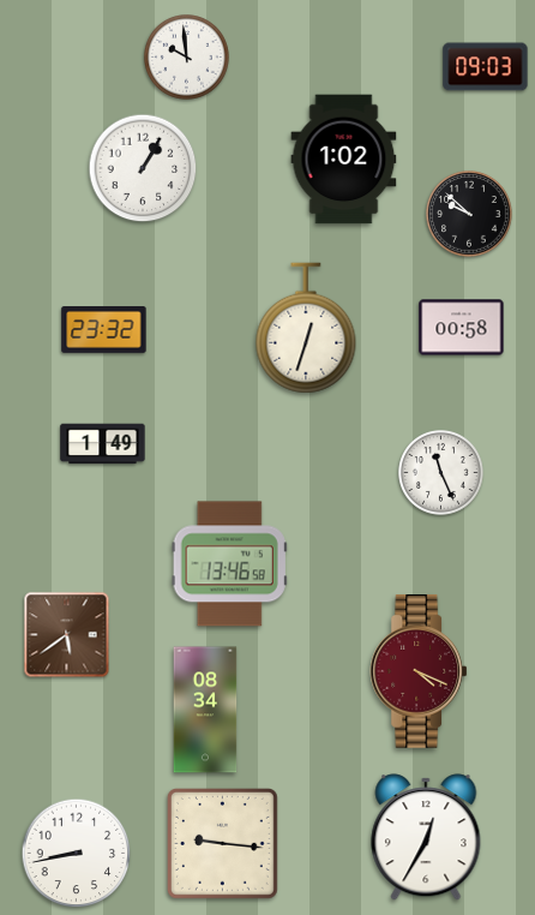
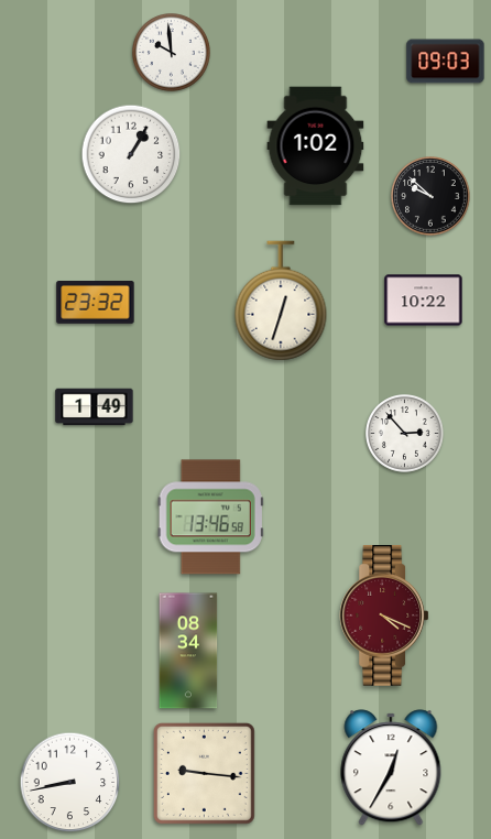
clock at (462, 328): 00:58 -> 10:22
clock at (441, 473): 11:26 -> 2:53
clock at (67, 635): 5:39 -> none
